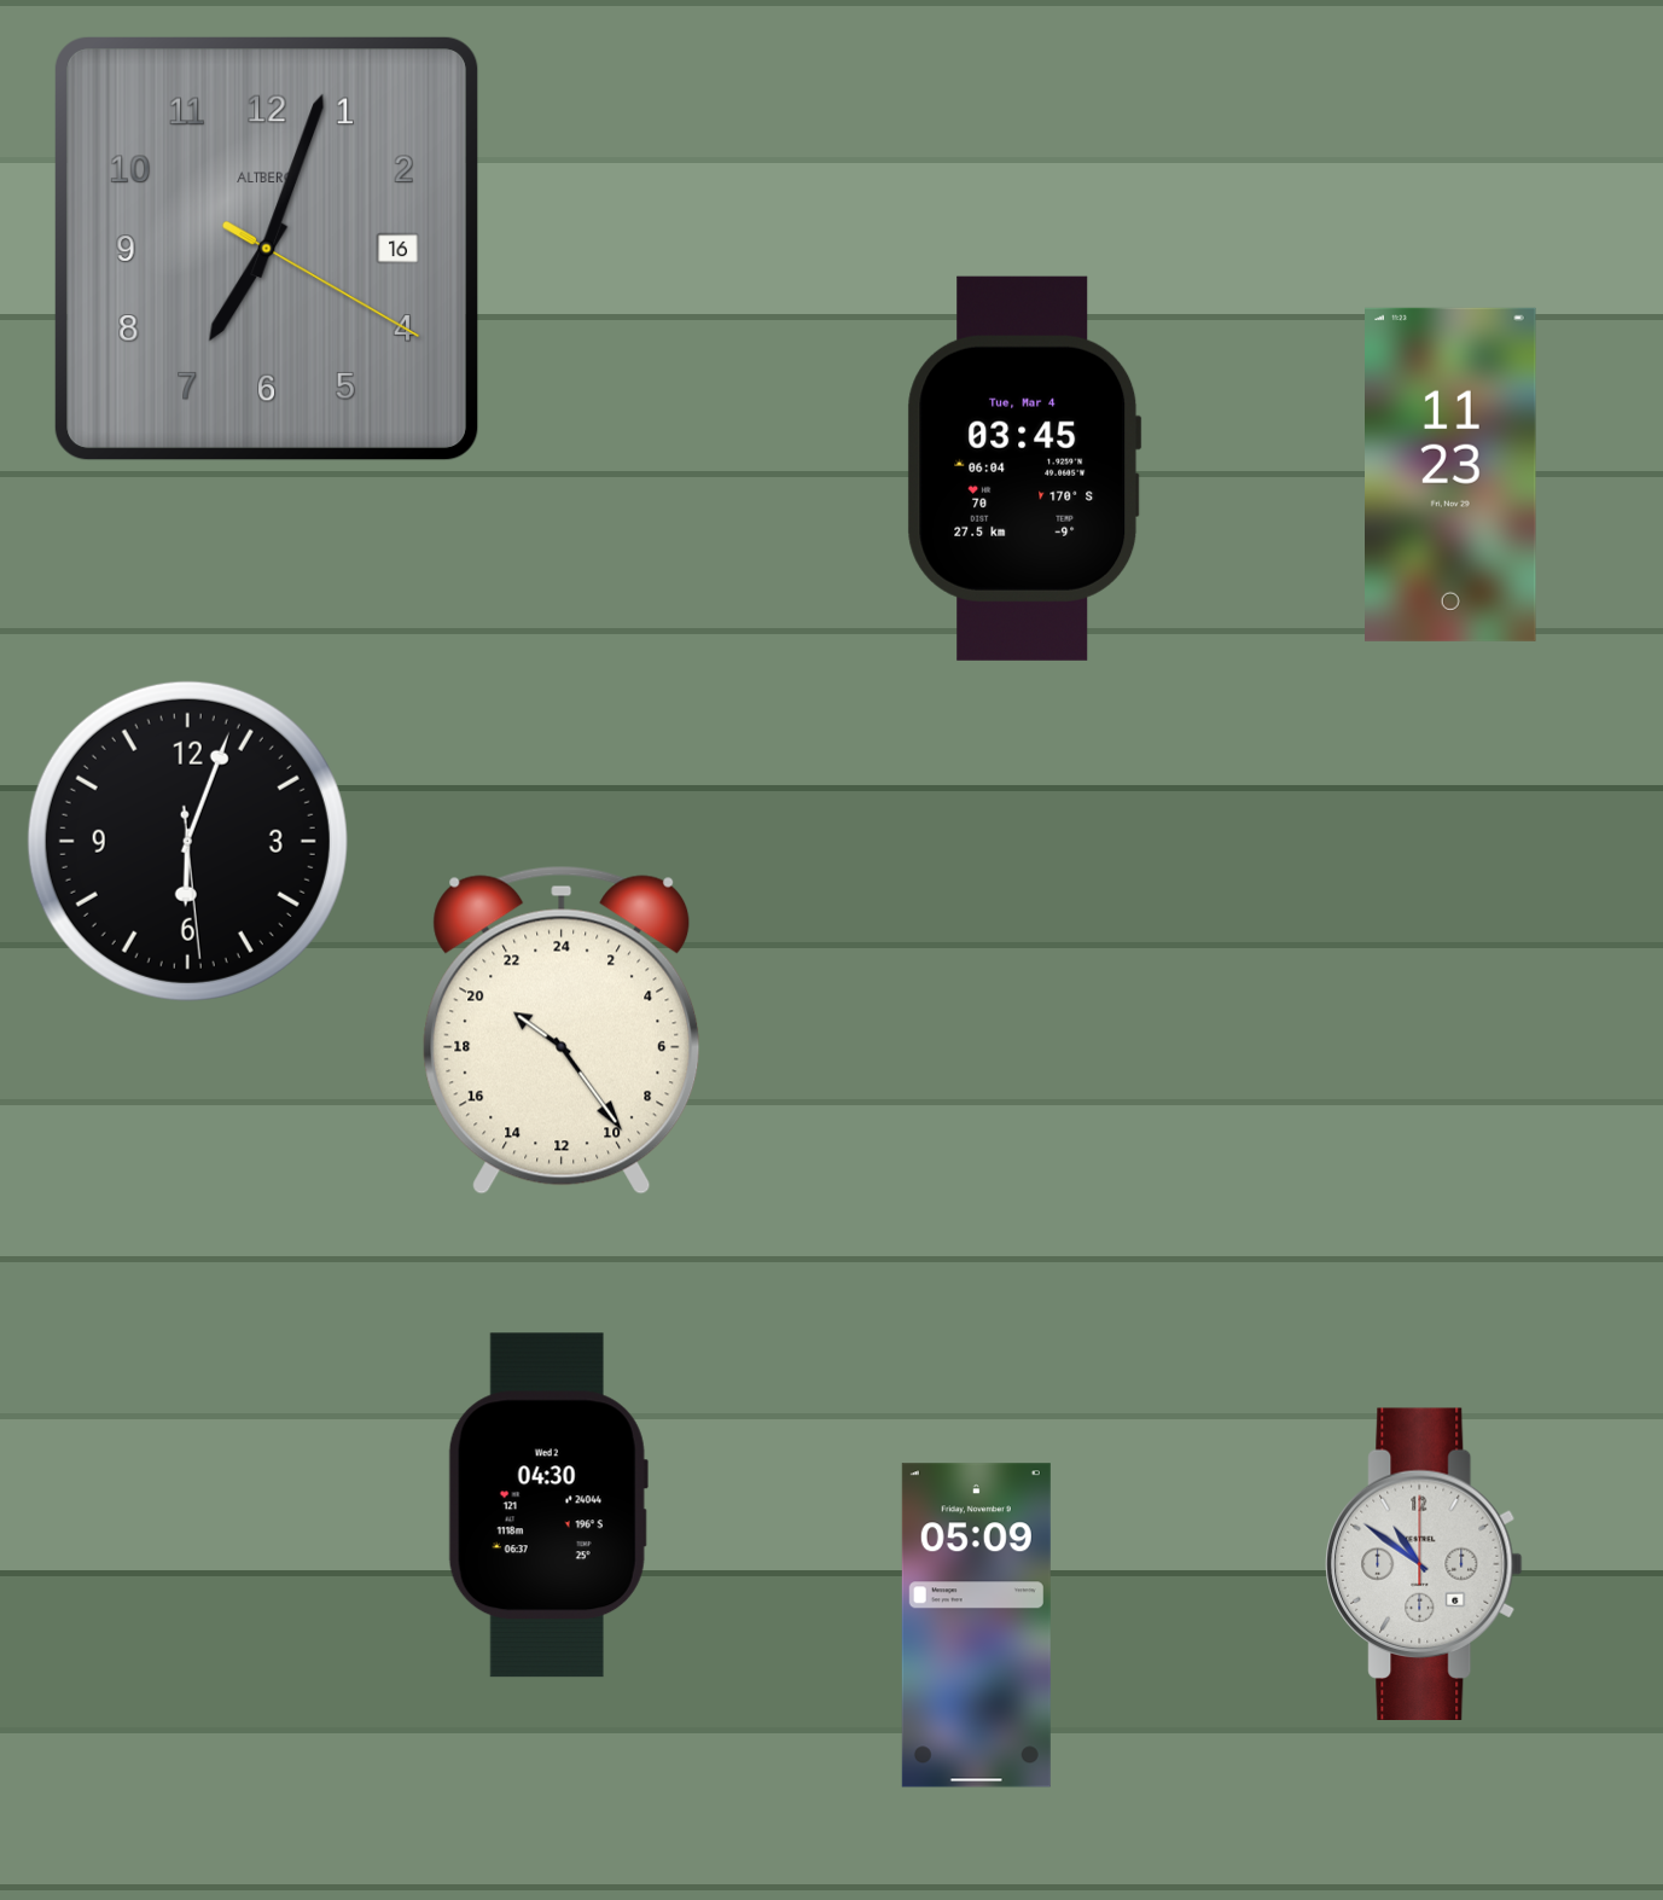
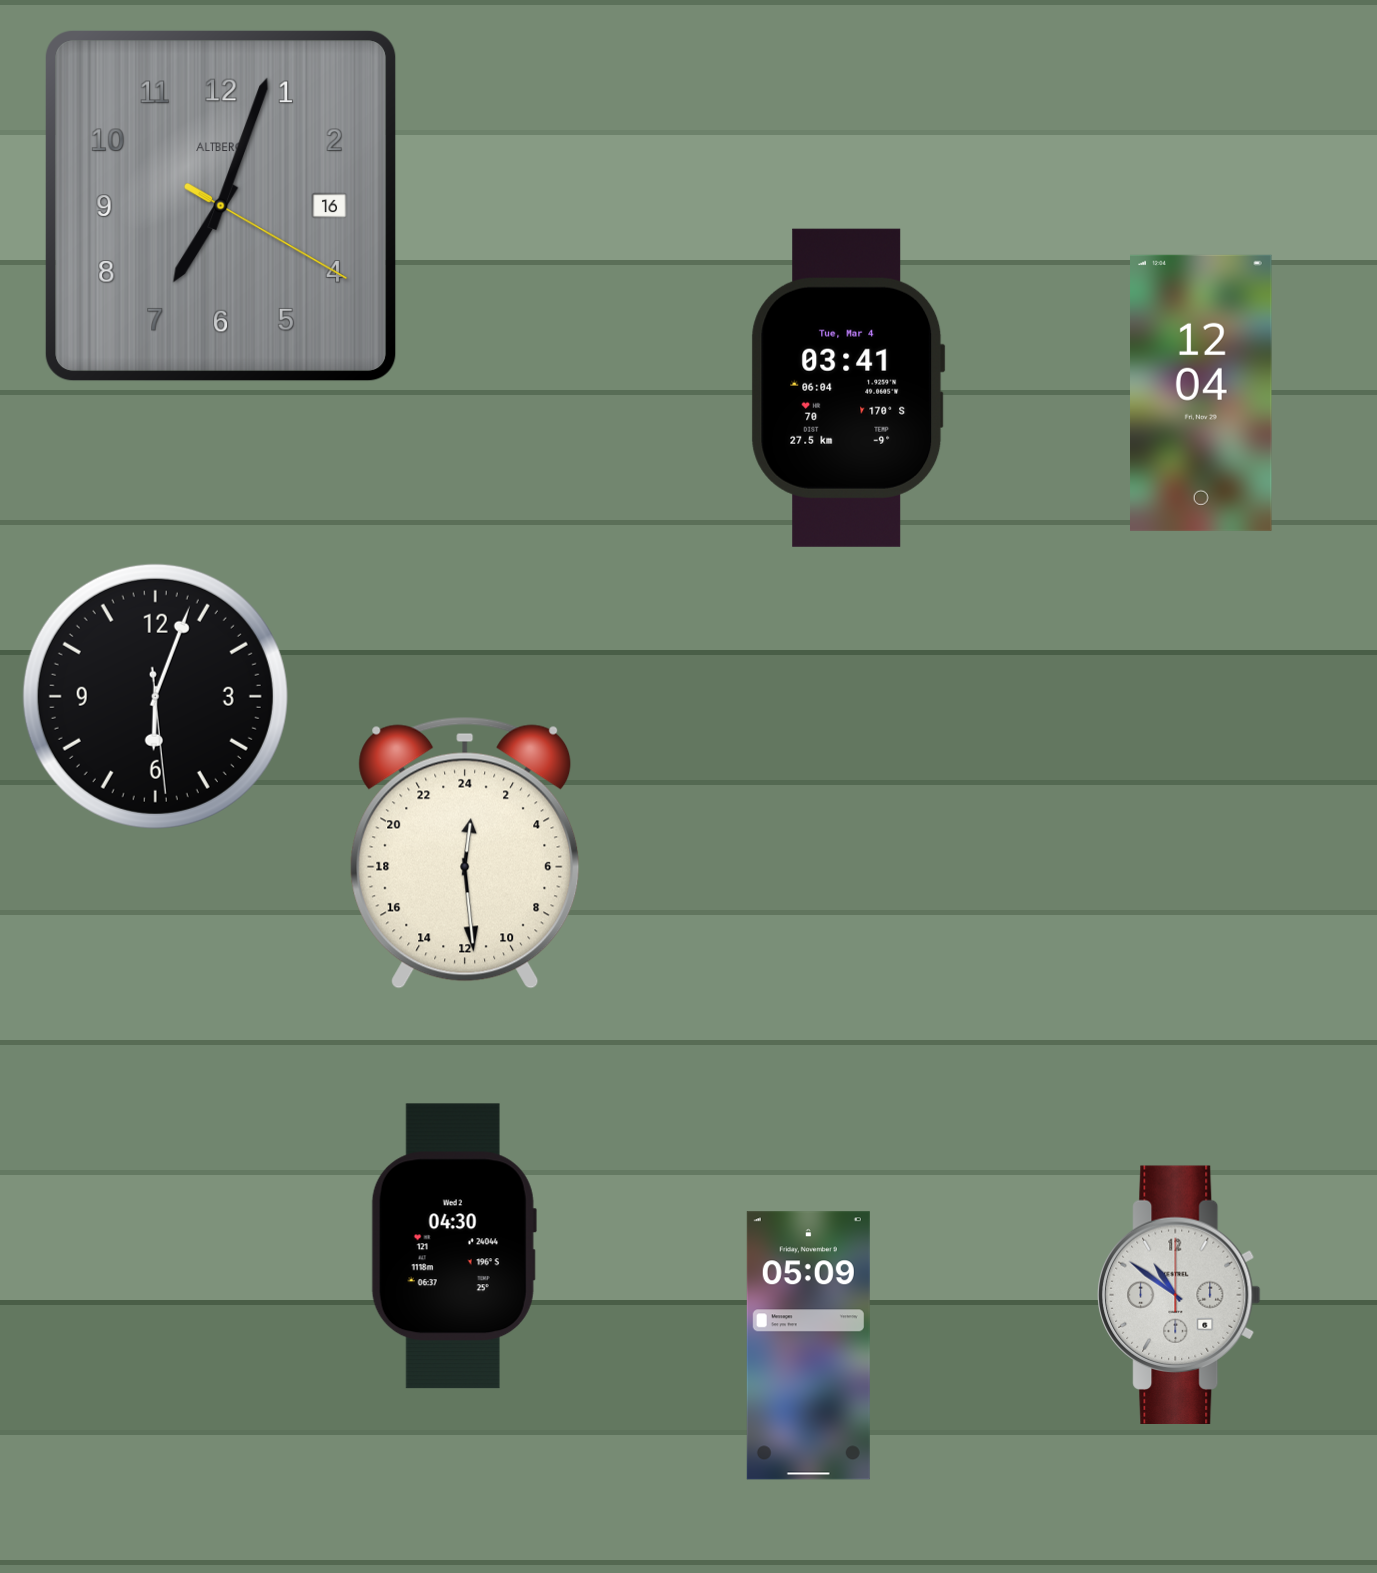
clock at (1024, 469): 03:45 -> 03:41
clock at (1452, 475): 11:23 -> 12:04
clock at (562, 1030): 20:24 -> 0:29
